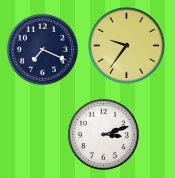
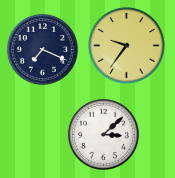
clock at (103, 134): 3:12 -> 3:08
